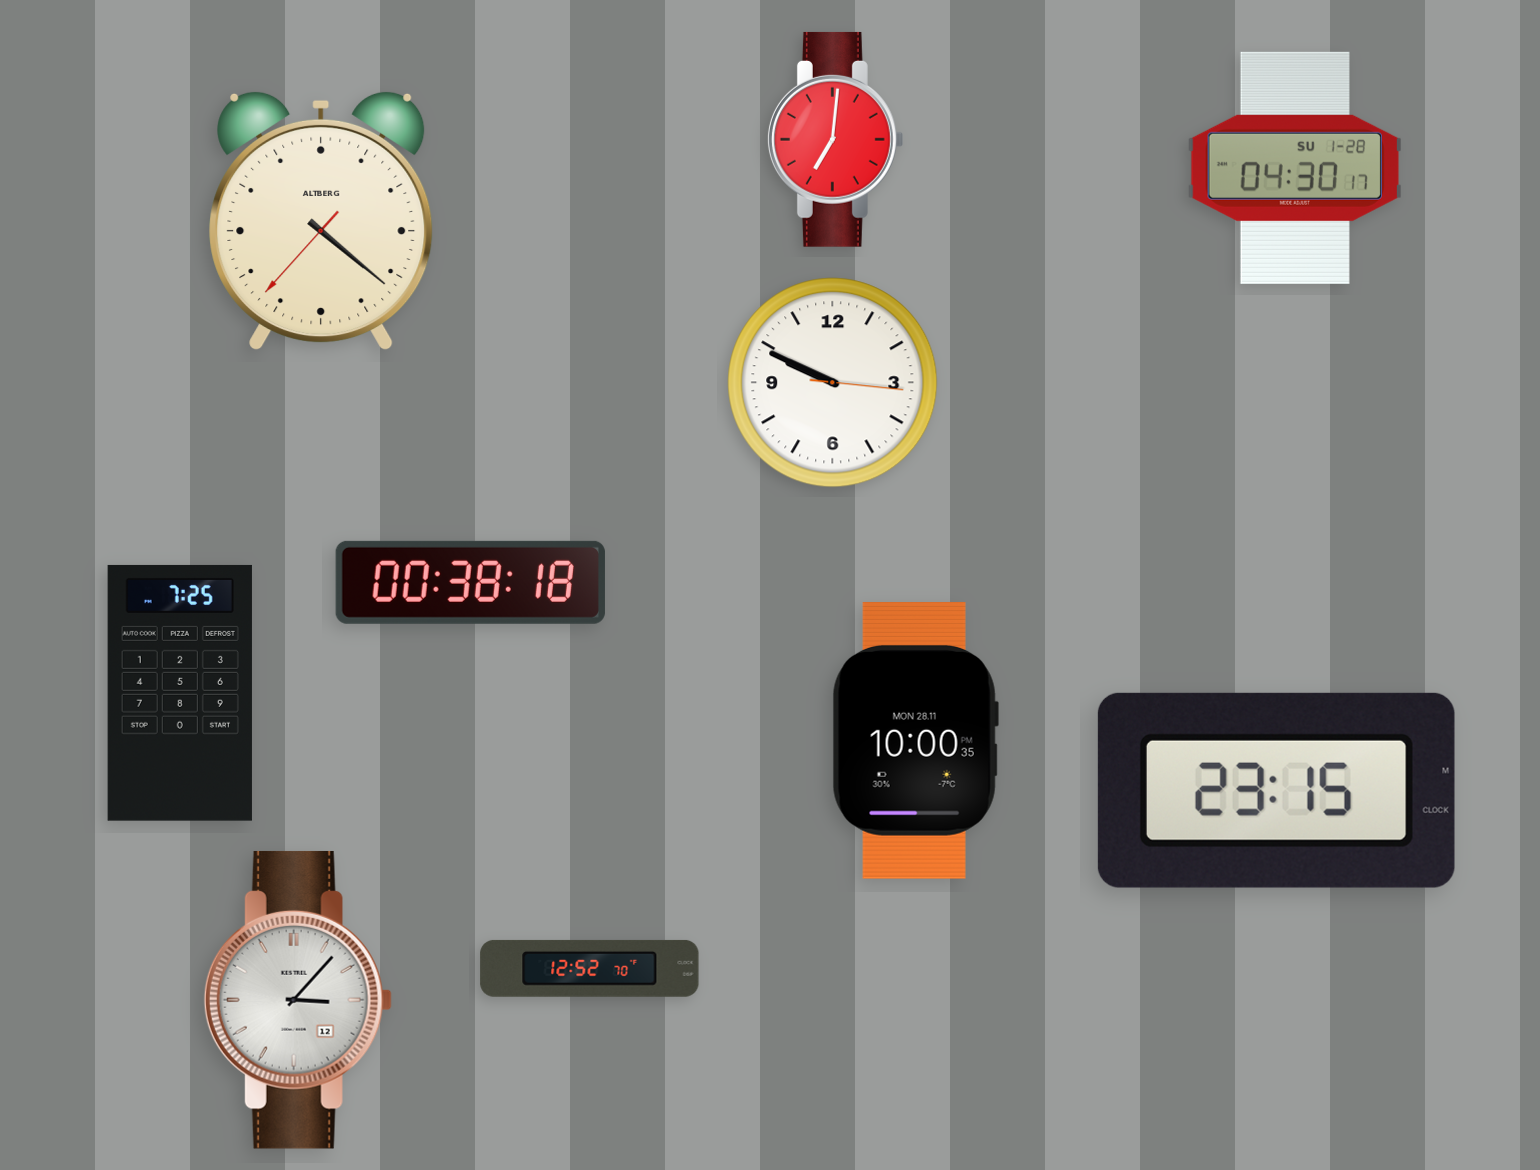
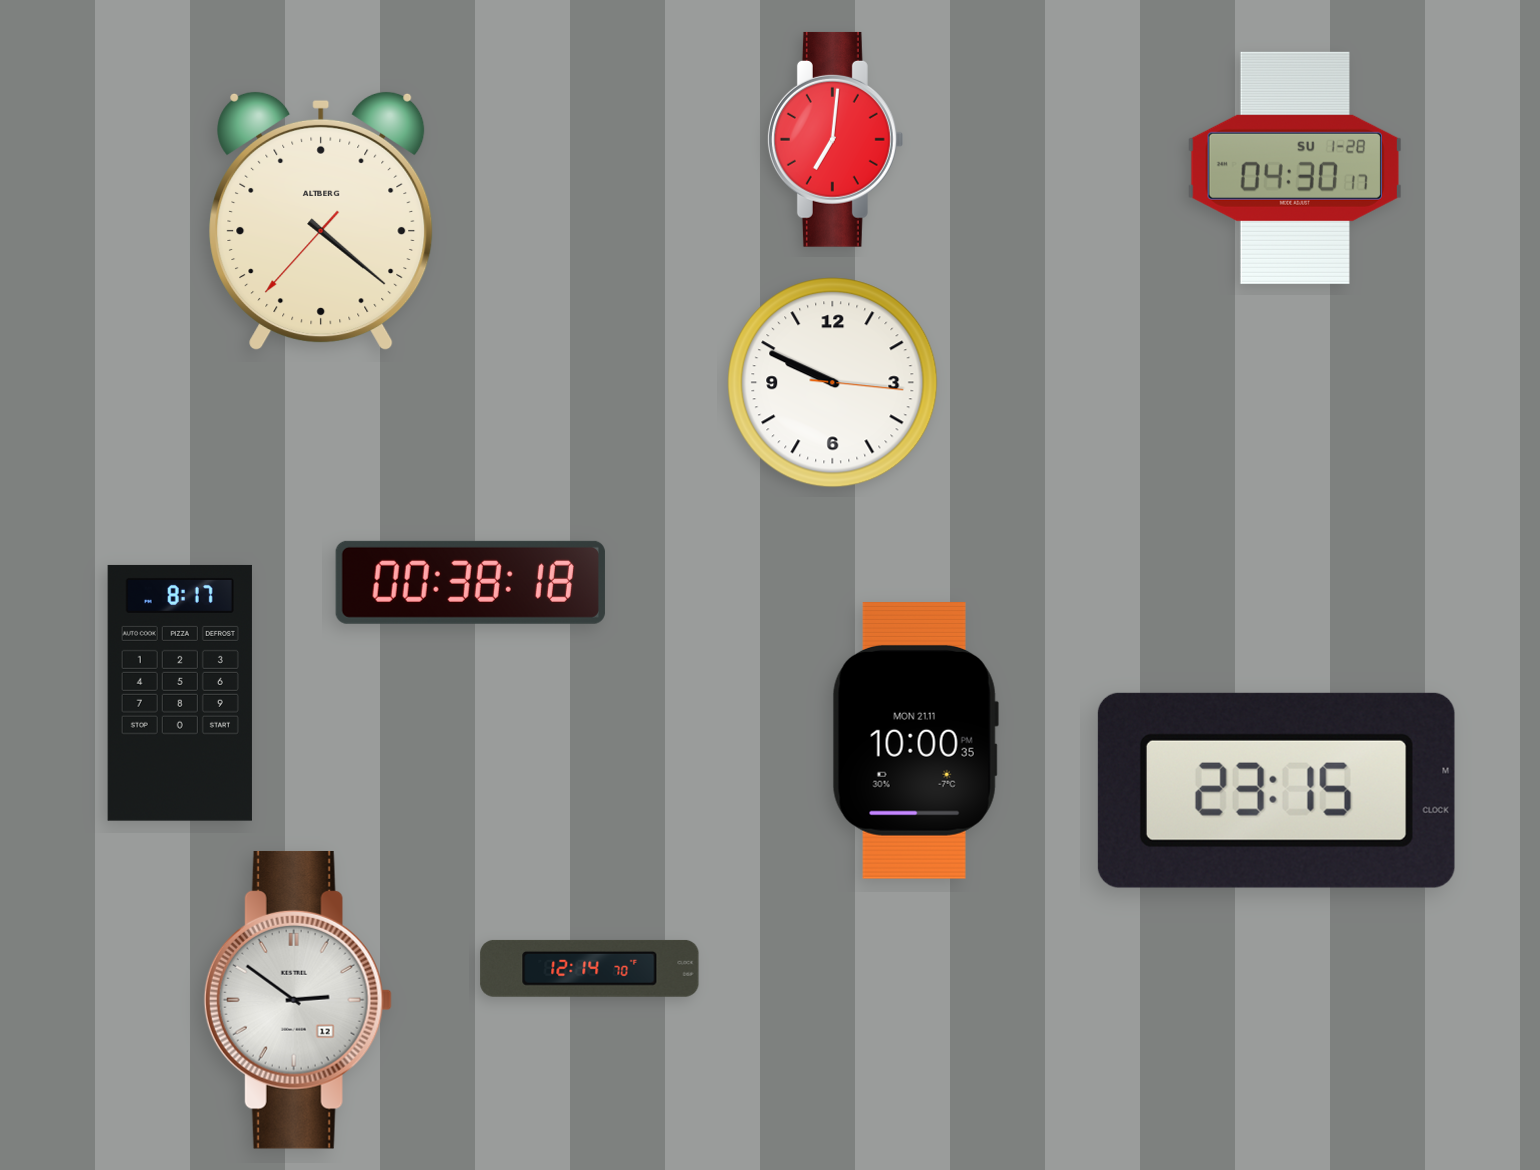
clock at (180, 693): 7:25 -> 8:17
clock at (915, 740) date: MON 28.11 -> MON 21.11
clock at (590, 968): 12:52 -> 12:14
clock at (298, 1000): 3:07 -> 2:51
